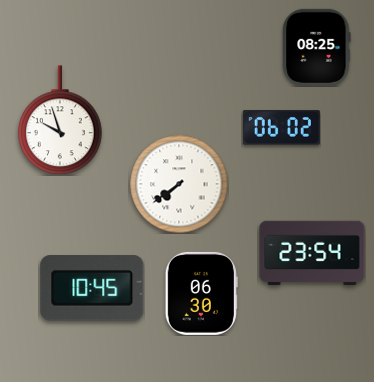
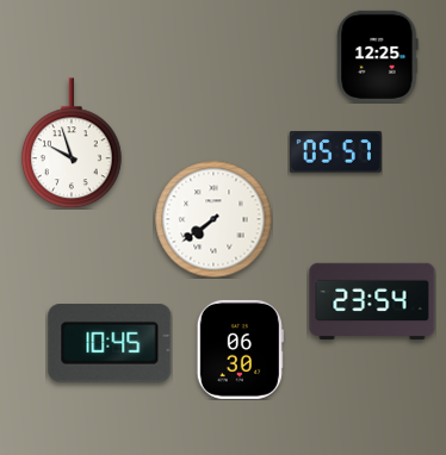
clock at (317, 47): 08:25 -> 12:25
clock at (281, 128): 06:02 -> 05:57
